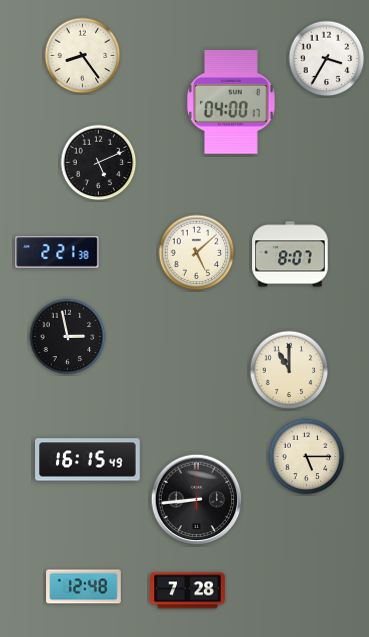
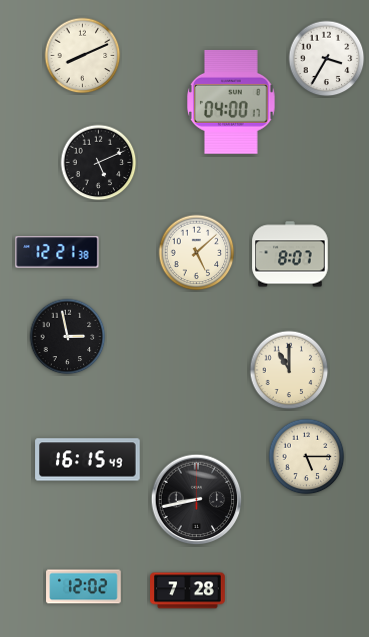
clock at (83, 56): 8:24 -> 8:11
clock at (57, 252): 2:21 -> 12:21
clock at (197, 500): 8:44 -> 8:43
clock at (84, 587): 12:48 -> 12:02
